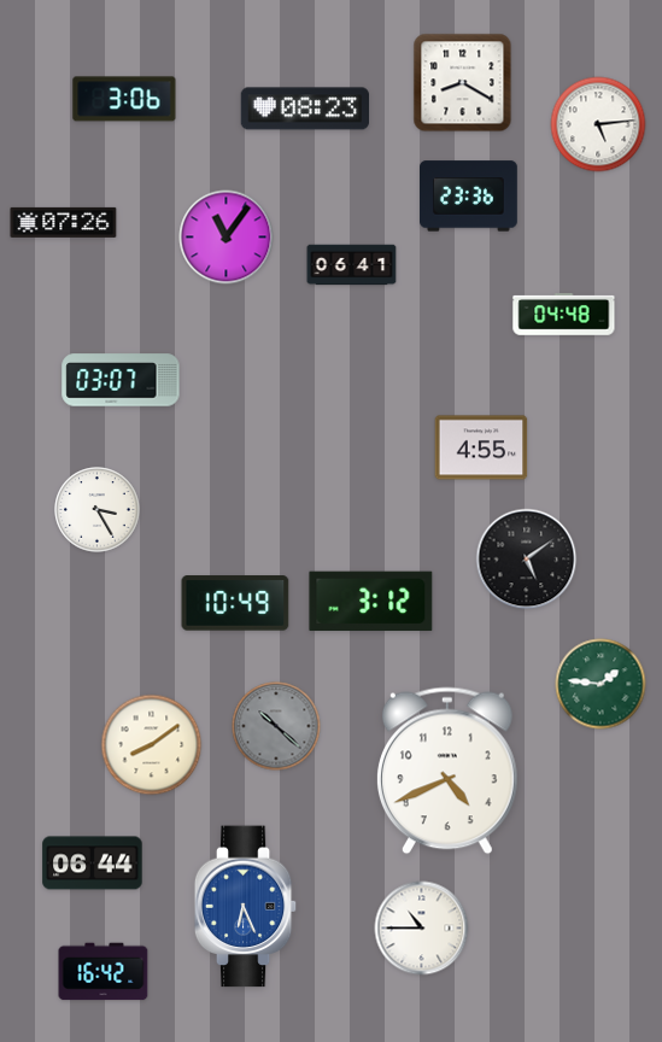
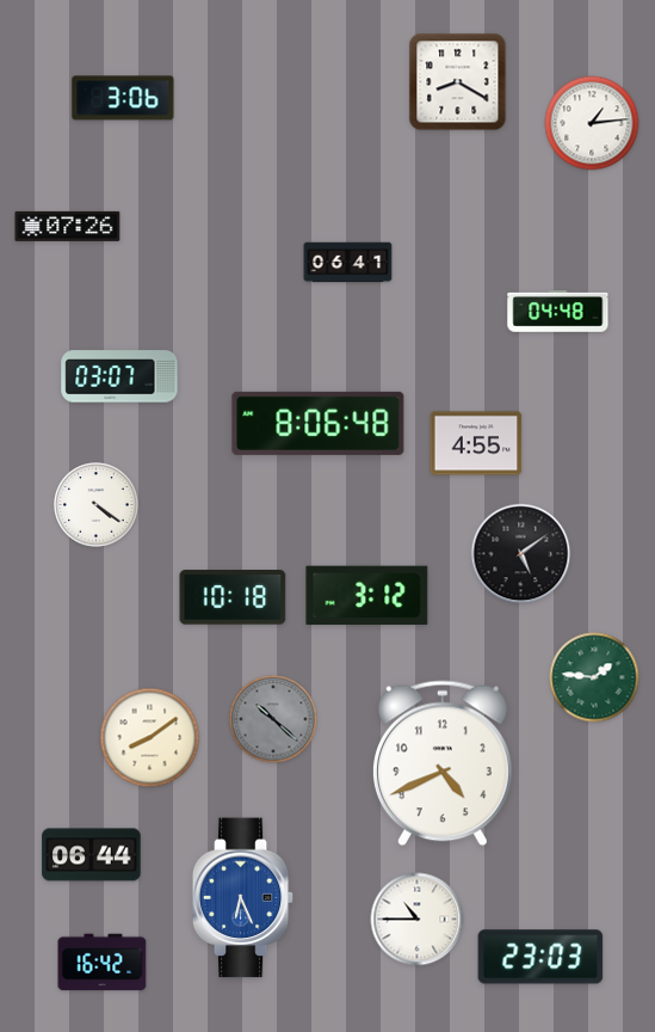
clock at (304, 109): 08:23 -> none
clock at (598, 124): 5:14 -> 1:14
clock at (469, 197): 23:36 -> none
clock at (64, 222) position: (64, 222) -> (68, 226)
clock at (227, 238): 11:06 -> none
clock at (319, 423): none -> 8:06
clock at (98, 510): 3:25 -> 4:21
clock at (235, 603): 10:49 -> 10:18
clock at (540, 957): none -> 23:03
